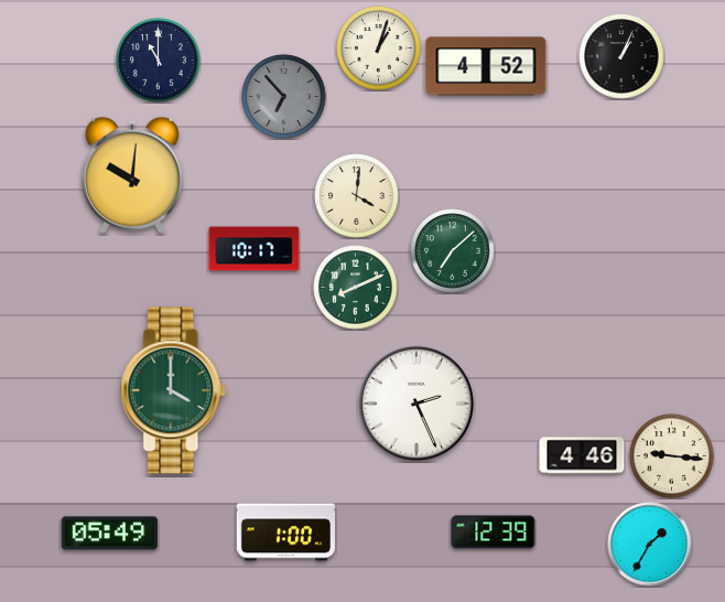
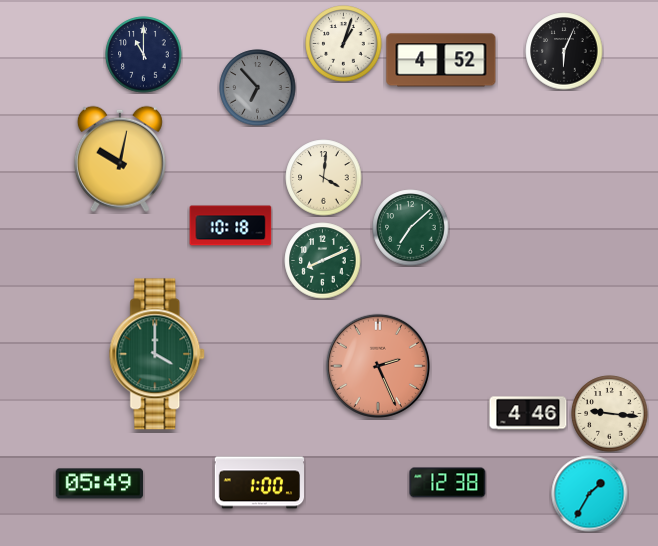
clock at (621, 56): 1:04 -> 6:04
clock at (132, 175): 10:01 -> 10:02
clock at (255, 249): 10:17 -> 10:18
clock at (416, 404) dial: white -> salmon
clock at (494, 533): 12:39 -> 12:38
